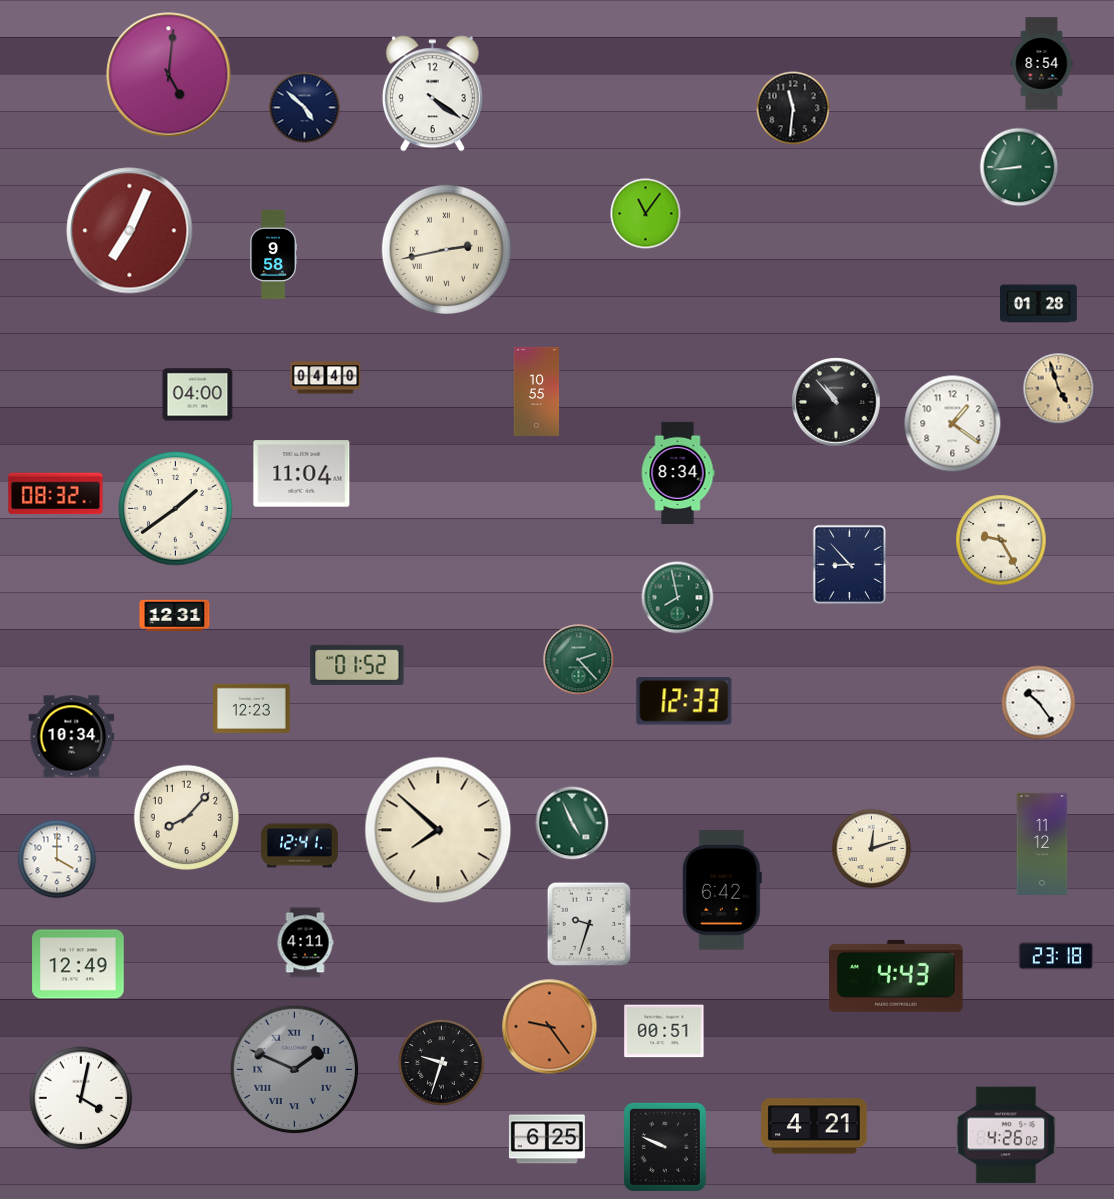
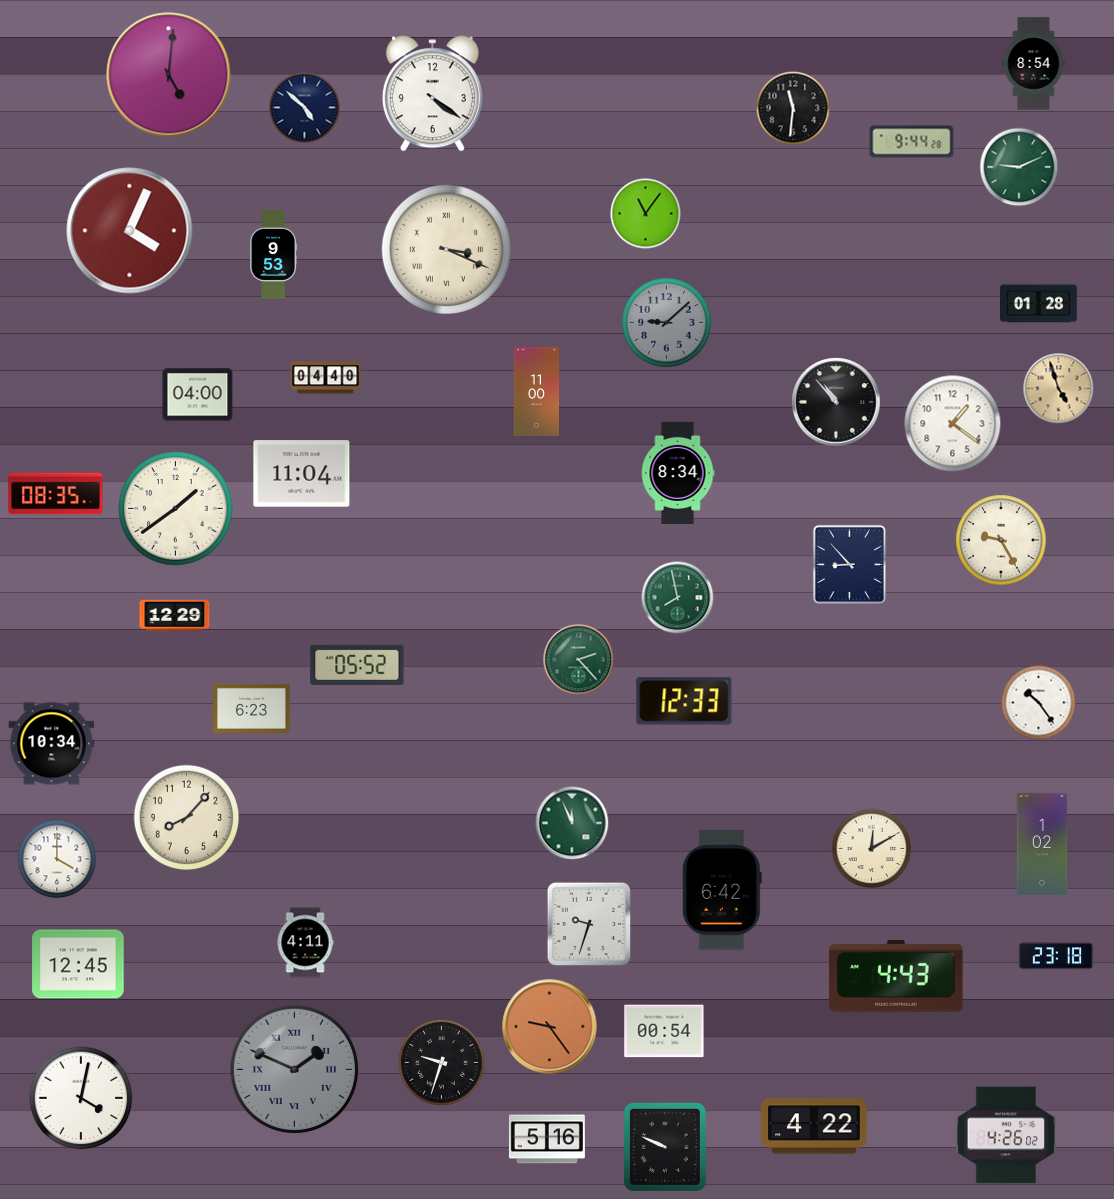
clock at (1042, 64) position: (1042, 64) -> (1034, 64)
clock at (912, 142): none -> 9:44
clock at (1019, 167): 8:44 -> 9:11
clock at (130, 231): 7:04 -> 4:04
clock at (446, 249): 2:43 -> 3:19
clock at (274, 254): 9:58 -> 9:53
clock at (667, 323): none -> 9:08
clock at (537, 391): 10:55 -> 11:00
clock at (56, 494): 08:32 -> 08:35
clock at (175, 616): 12:31 -> 12:29
clock at (357, 665): 01:52 -> 05:52
clock at (252, 708): 12:23 -> 6:23
clock at (72, 737) position: (72, 737) -> (52, 744)
clock at (572, 823): 4:56 -> 11:56
clock at (438, 830): 7:52 -> none
clock at (1042, 844): 11:12 -> 1:02
clock at (300, 846): 12:41 -> none
clock at (872, 849): 12:12 -> 12:10
clock at (78, 964): 12:49 -> 12:45
clock at (664, 1031): 00:51 -> 00:54
clock at (814, 1126): 4:21 -> 4:22
clock at (547, 1139): 6:25 -> 5:16
